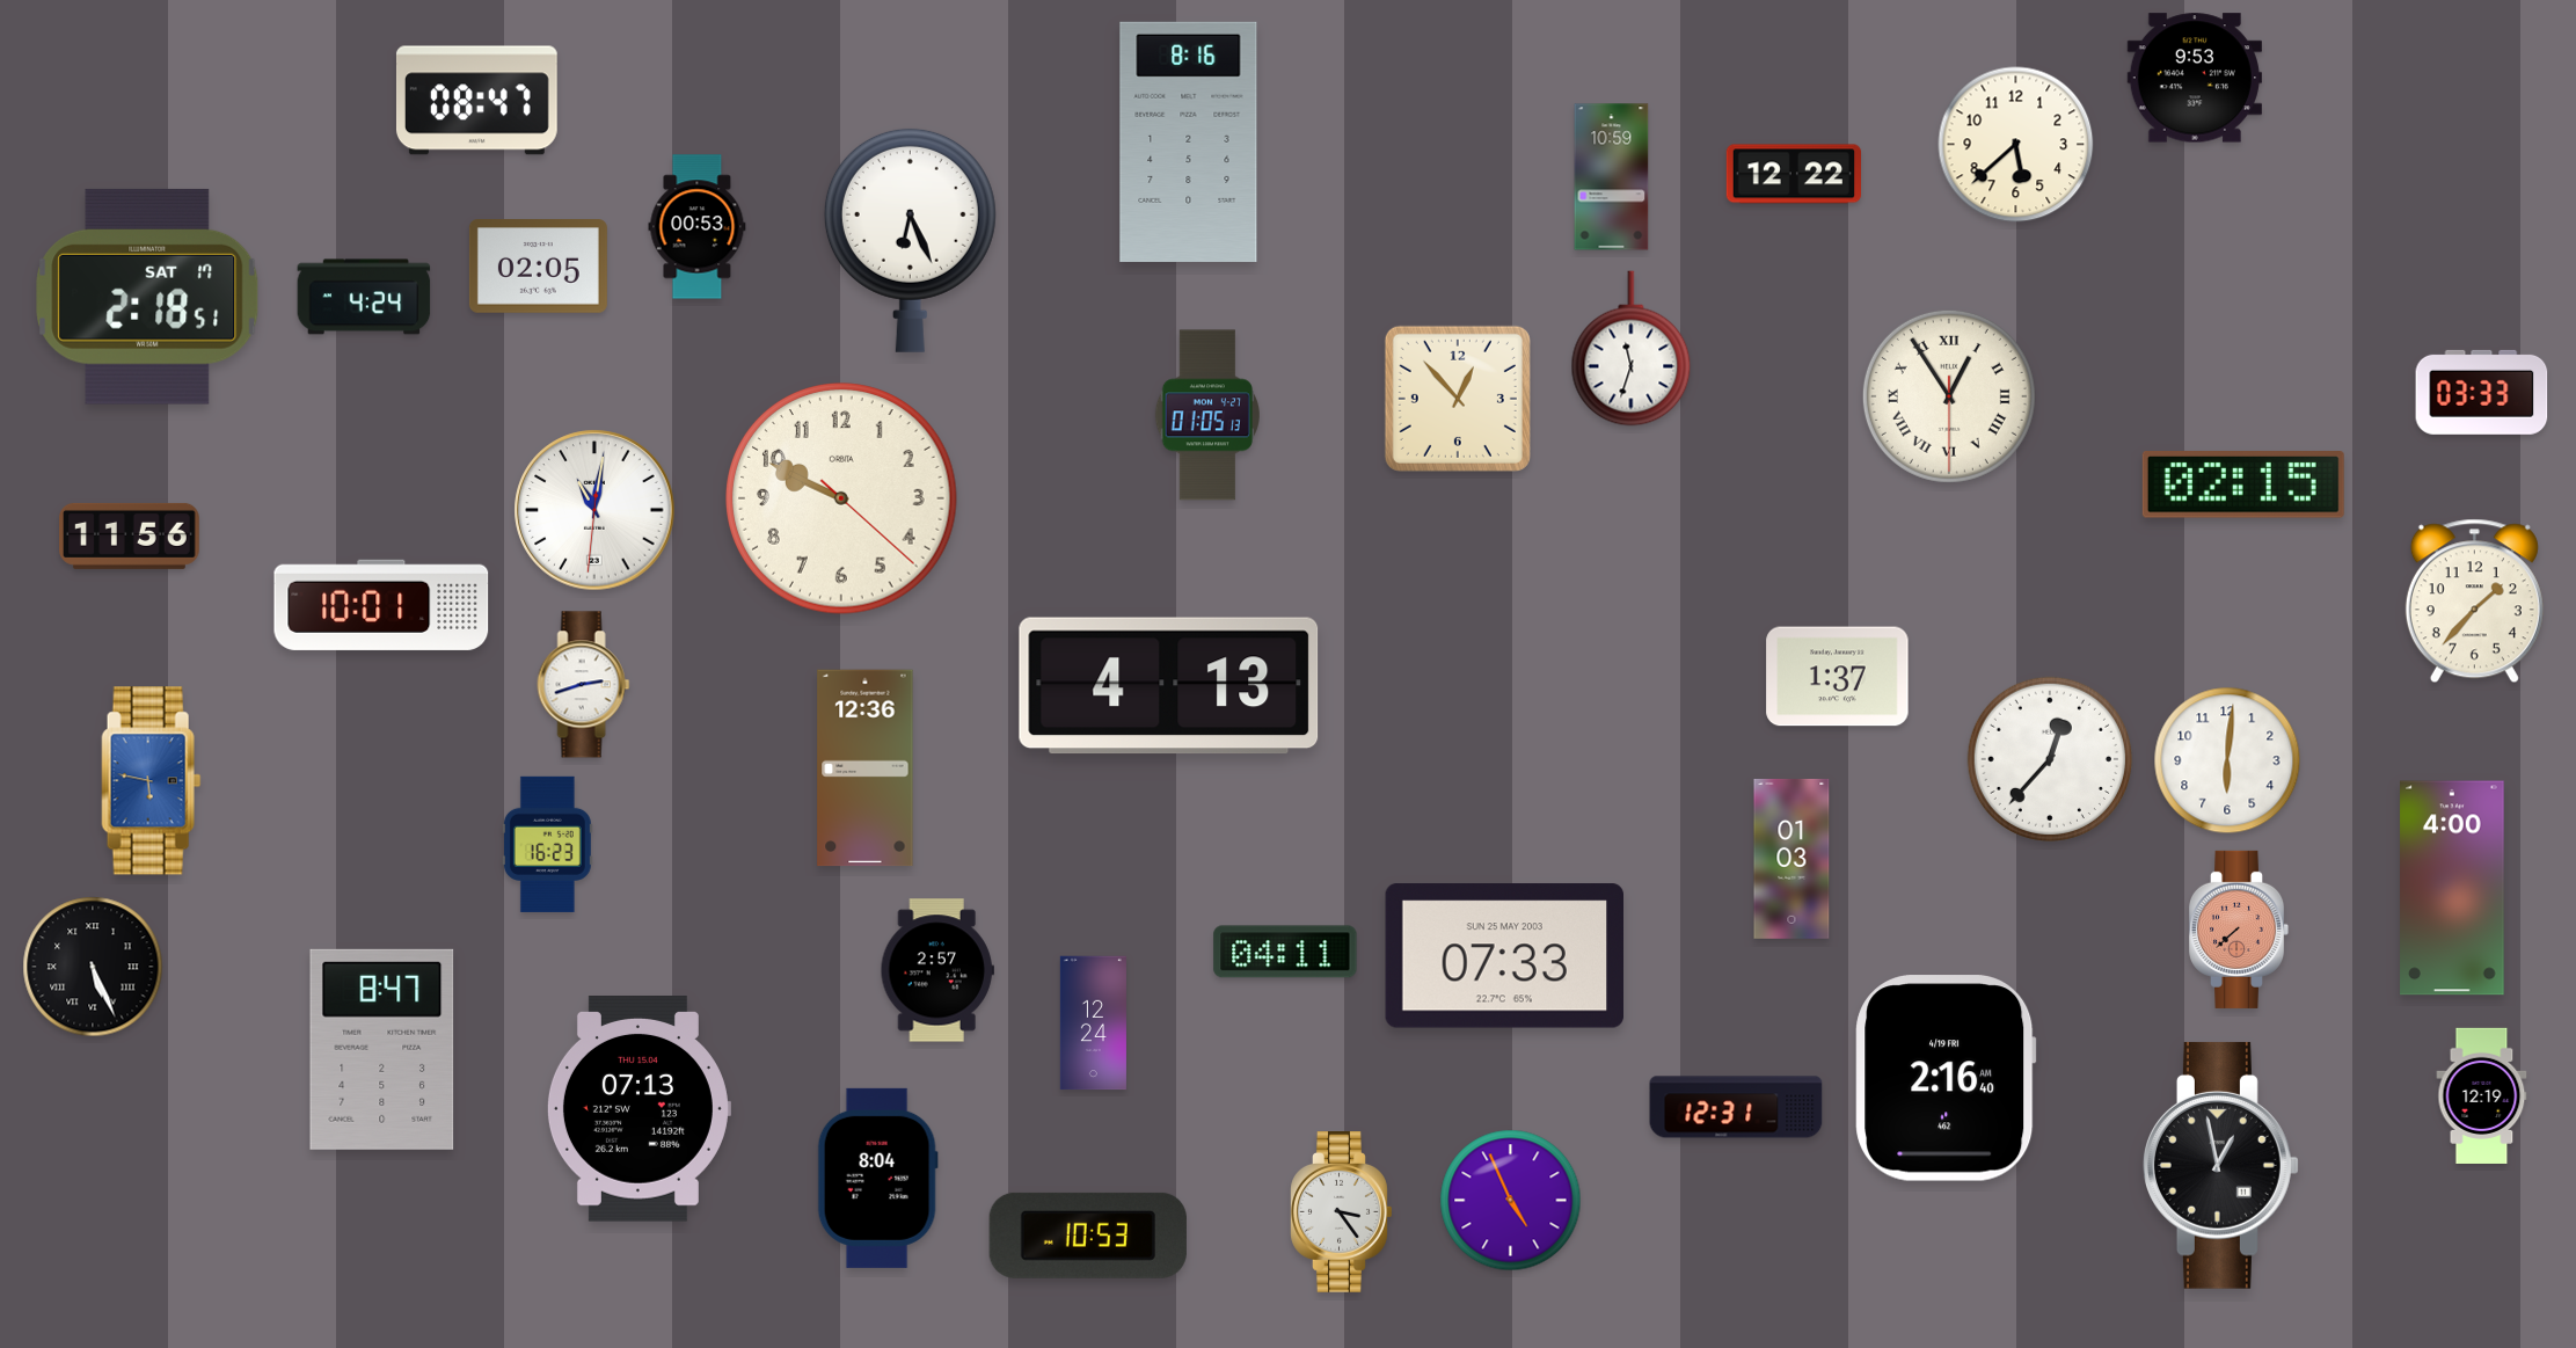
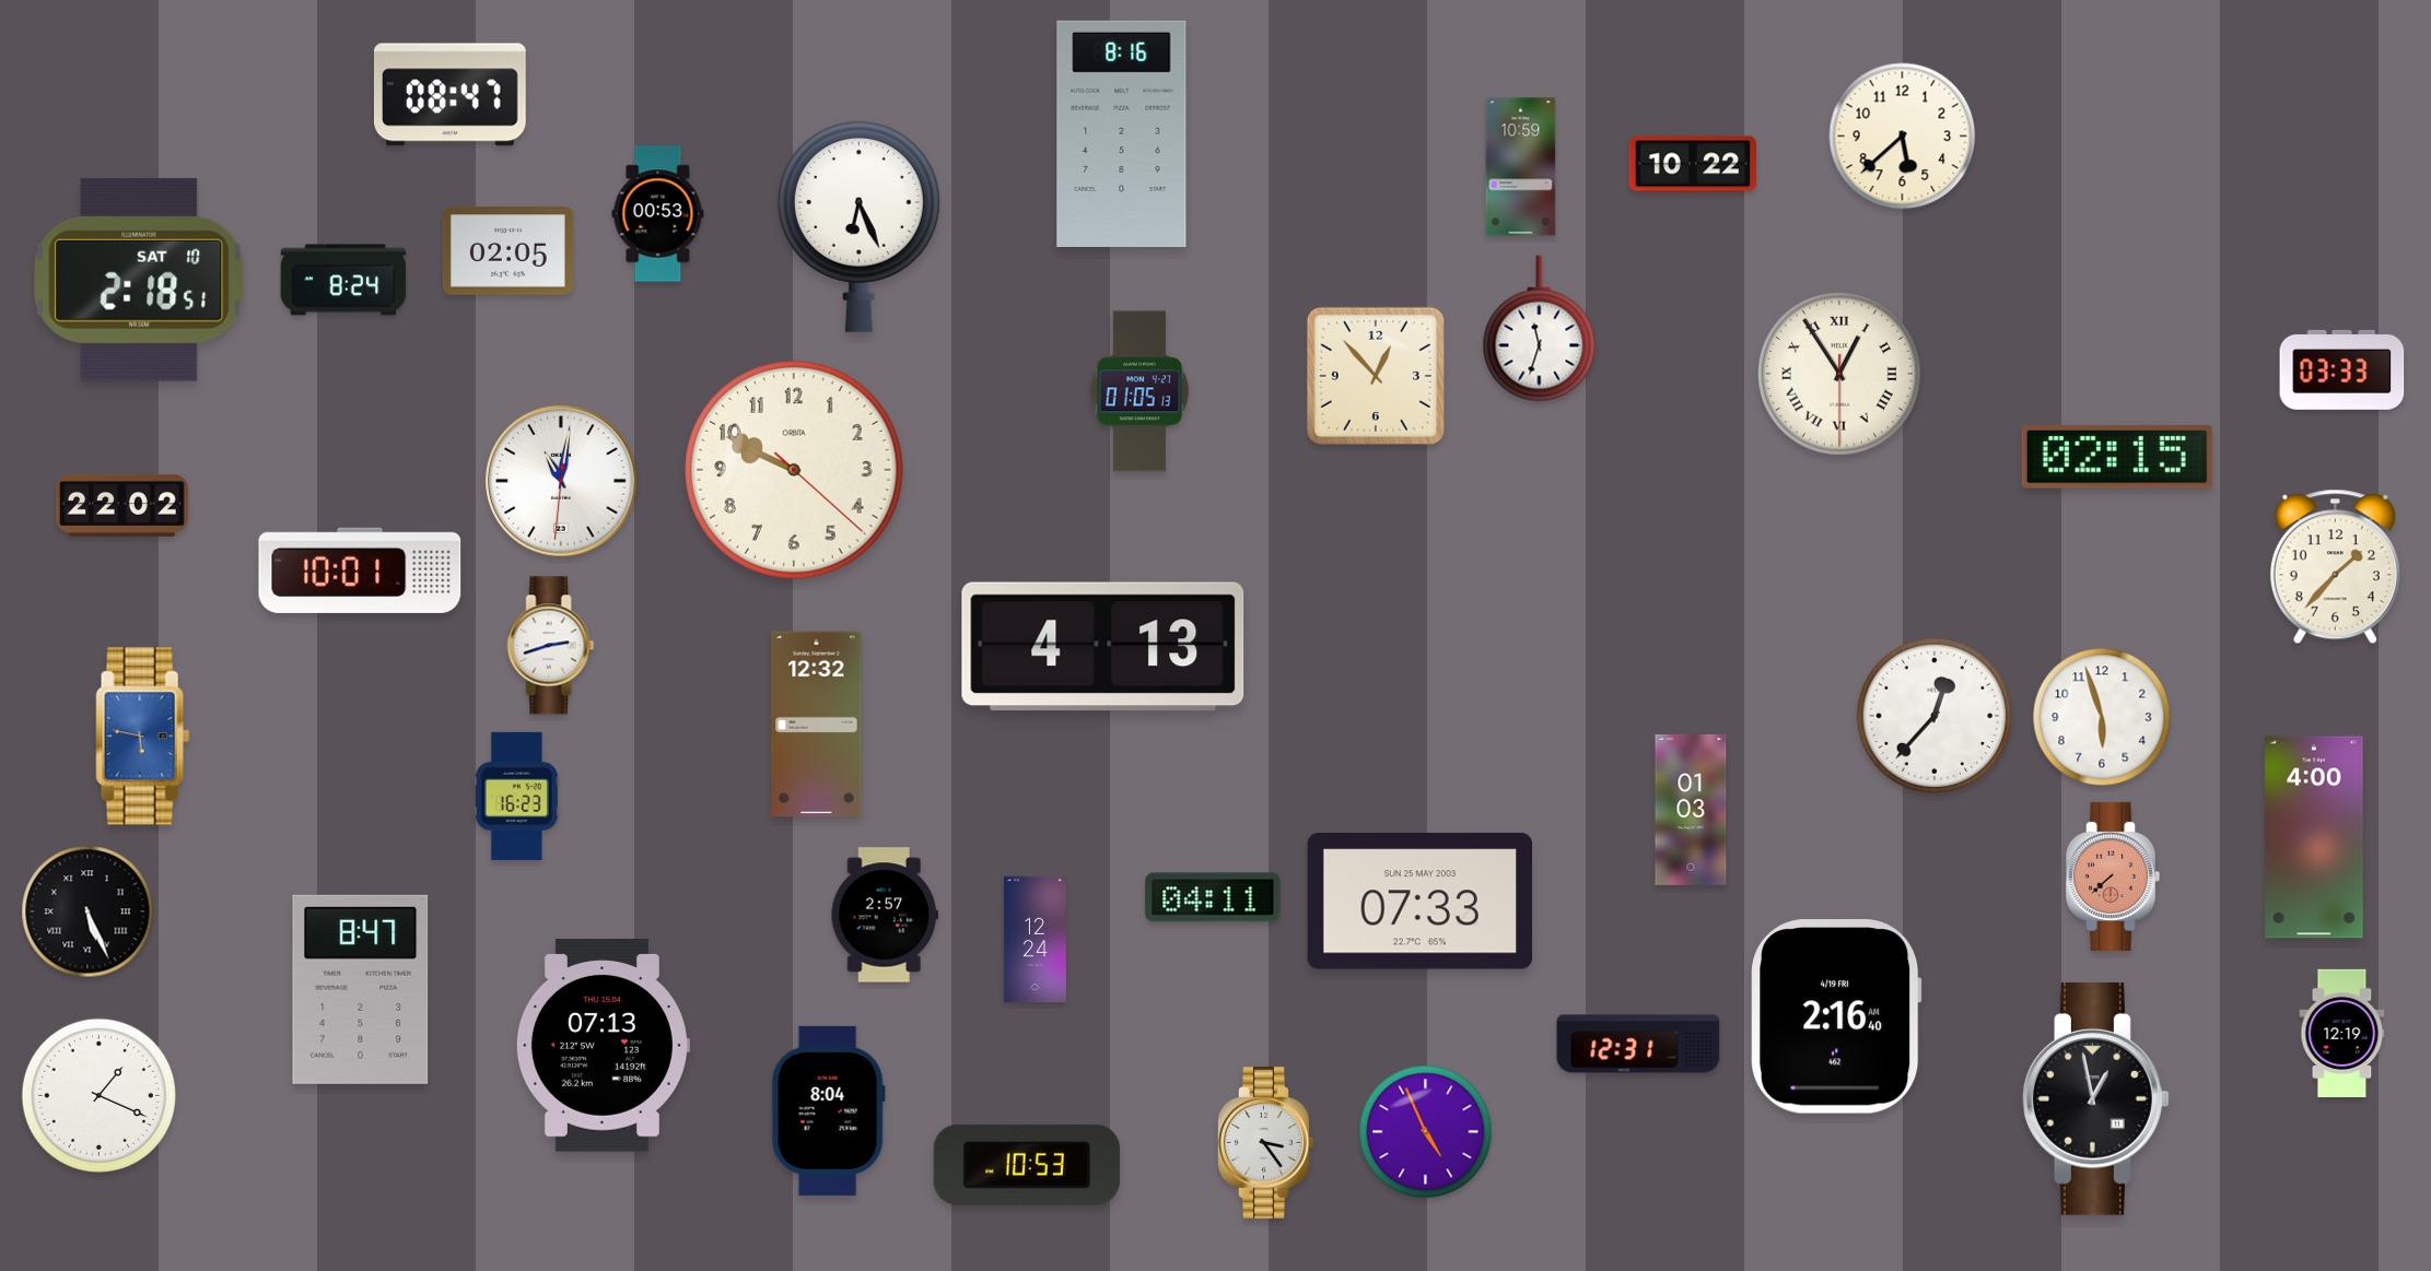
clock at (2195, 78): 9:53 -> none
clock at (1793, 174): 12:22 -> 10:22
clock at (147, 297) date: SAT 17 -> SAT 10
clock at (364, 297): 4:24 -> 8:24
clock at (130, 535): 11:56 -> 22:02
clock at (1838, 677): 1:37 -> none
clock at (2227, 760): 6:01 -> 5:57
clock at (866, 768): 12:36 -> 12:32
clock at (1093, 1023) position: (1093, 1023) -> (1035, 940)
clock at (98, 1095): none -> 1:19
